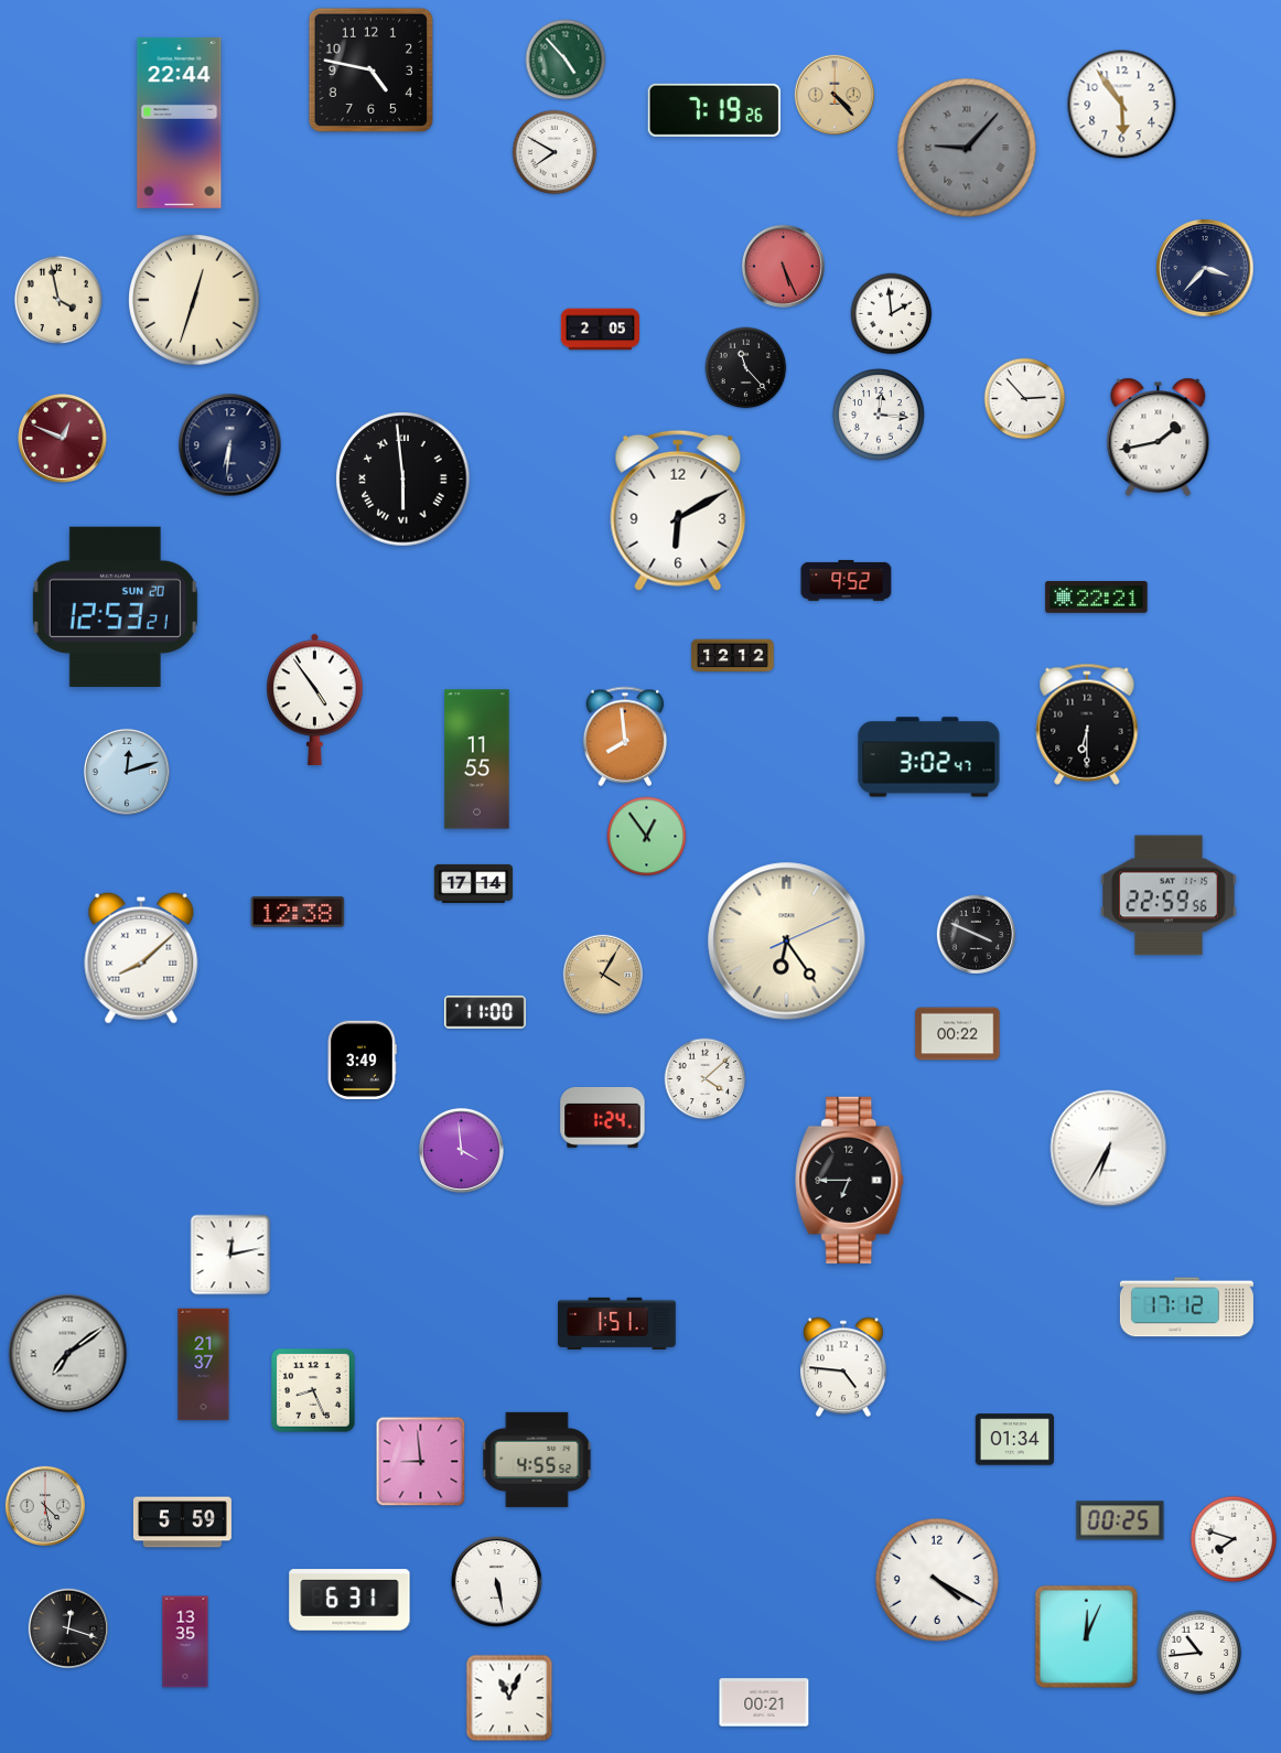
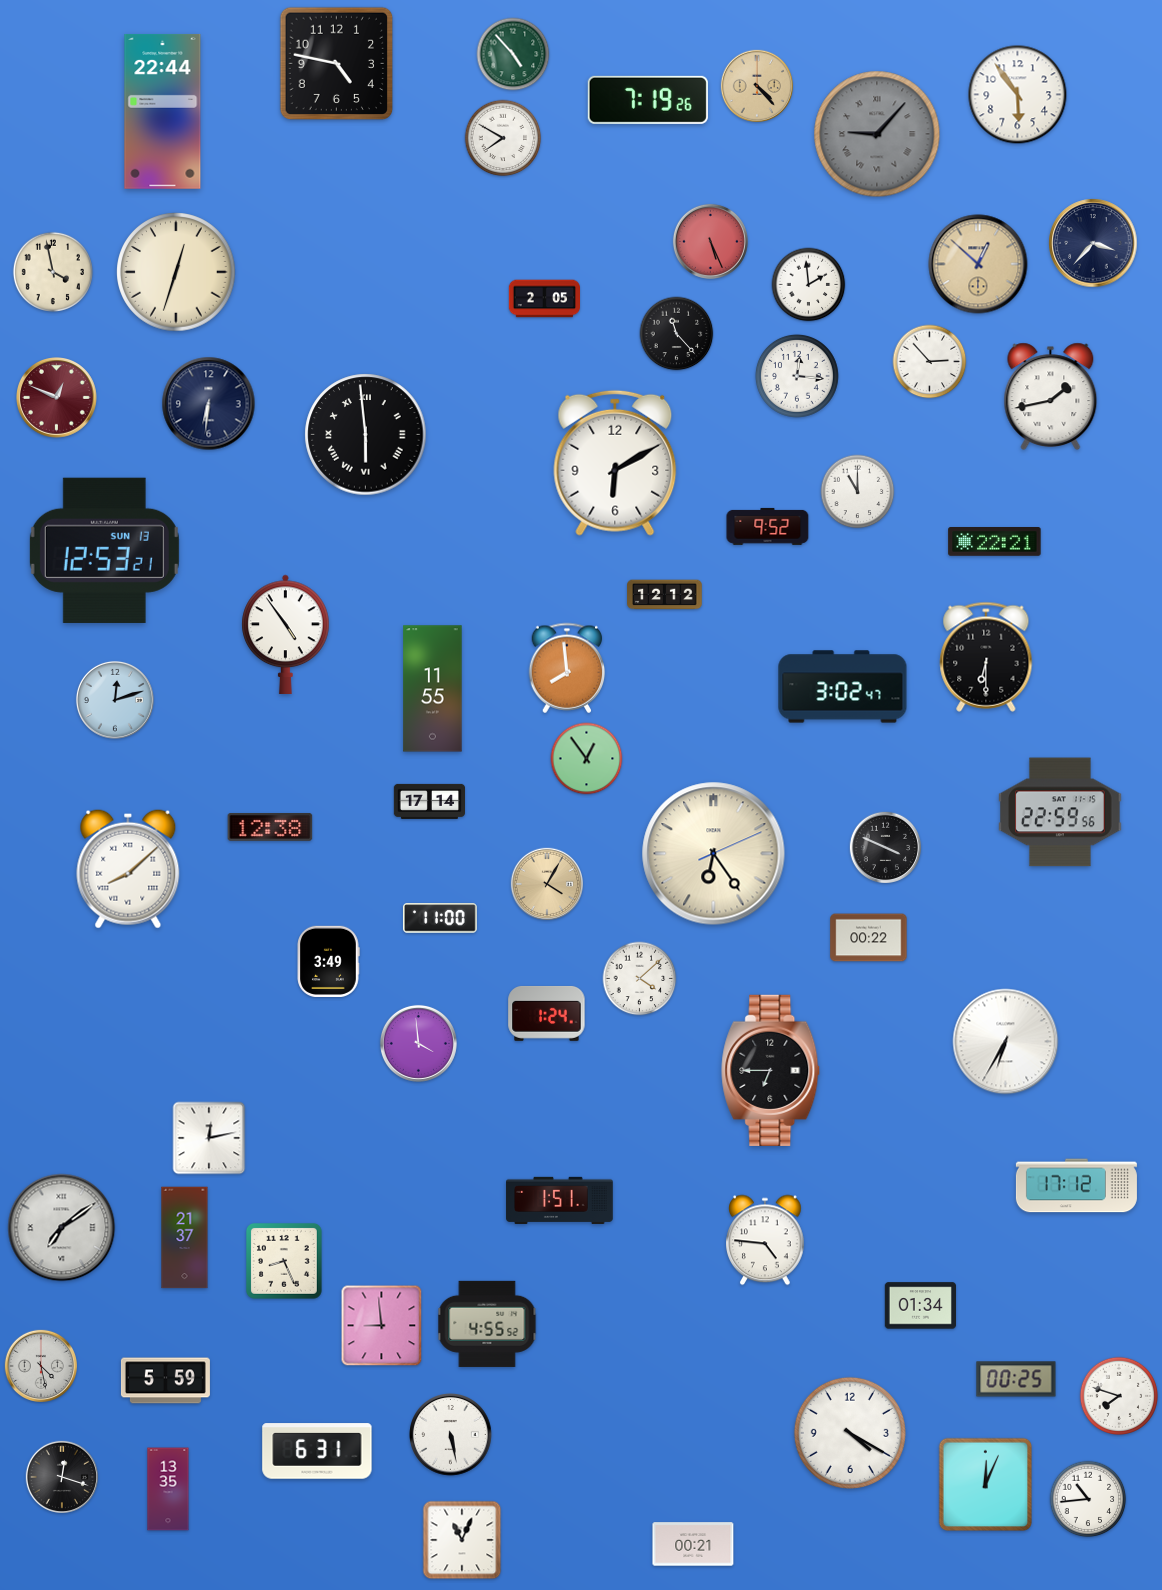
clock at (978, 264): none -> 12:52
clock at (858, 492): none -> 11:00
clock at (115, 606) date: SUN 20 -> SUN 13
